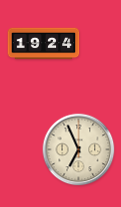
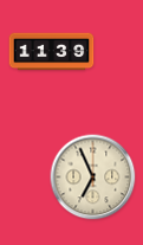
clock at (44, 44): 19:24 -> 11:39
